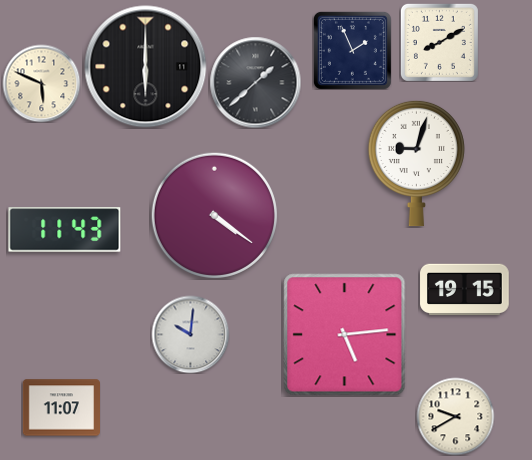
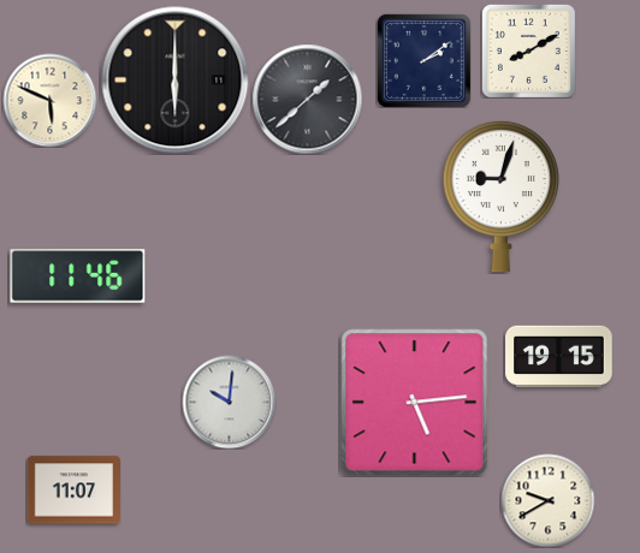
clock at (352, 50): 1:56 -> 2:09
clock at (214, 215): 4:21 -> none
clock at (65, 230): 11:43 -> 11:46
clock at (465, 290) position: (465, 290) -> (559, 357)
